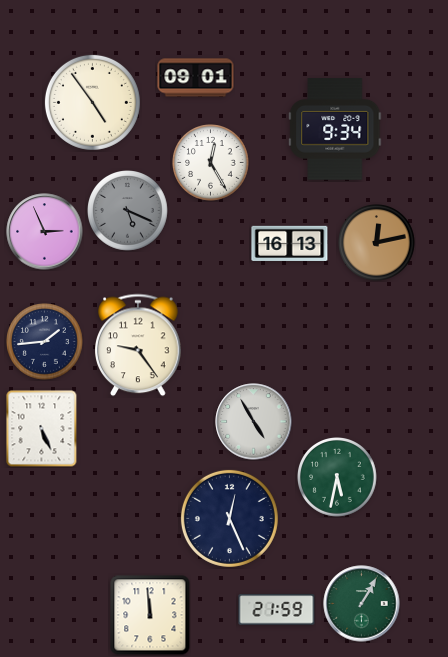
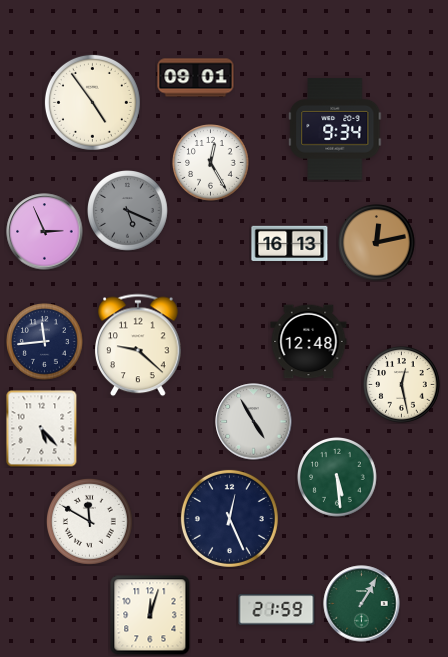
clock at (45, 342): 1:44 -> 11:44
clock at (309, 342): none -> 12:48
clock at (138, 345): 9:24 -> 9:22
clock at (402, 385): none -> 12:28
clock at (42, 428): 5:26 -> 5:23
clock at (338, 478): 5:32 -> 5:29
clock at (89, 521): none -> 11:50
clock at (150, 615): 11:59 -> 12:03
